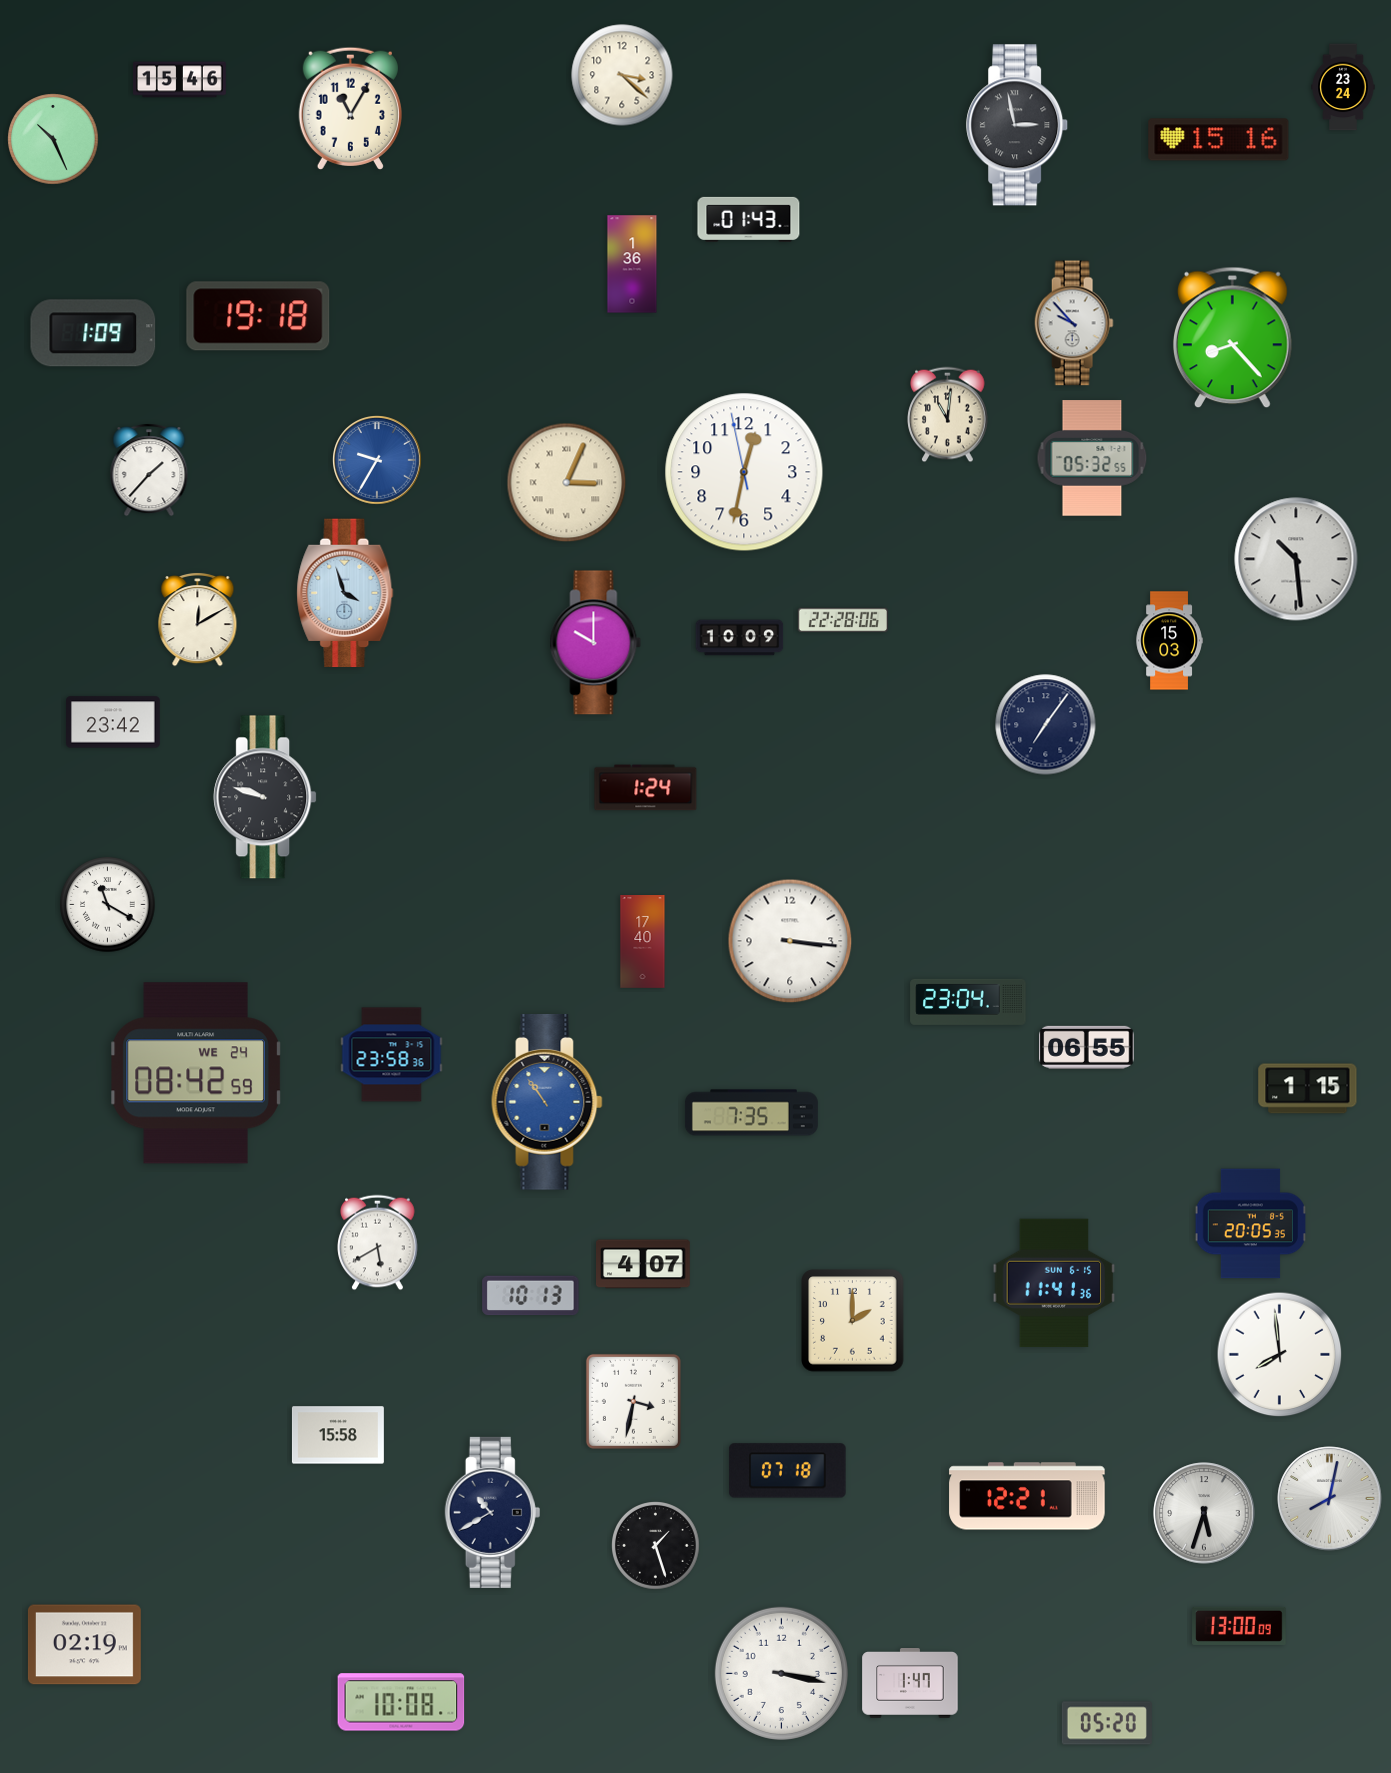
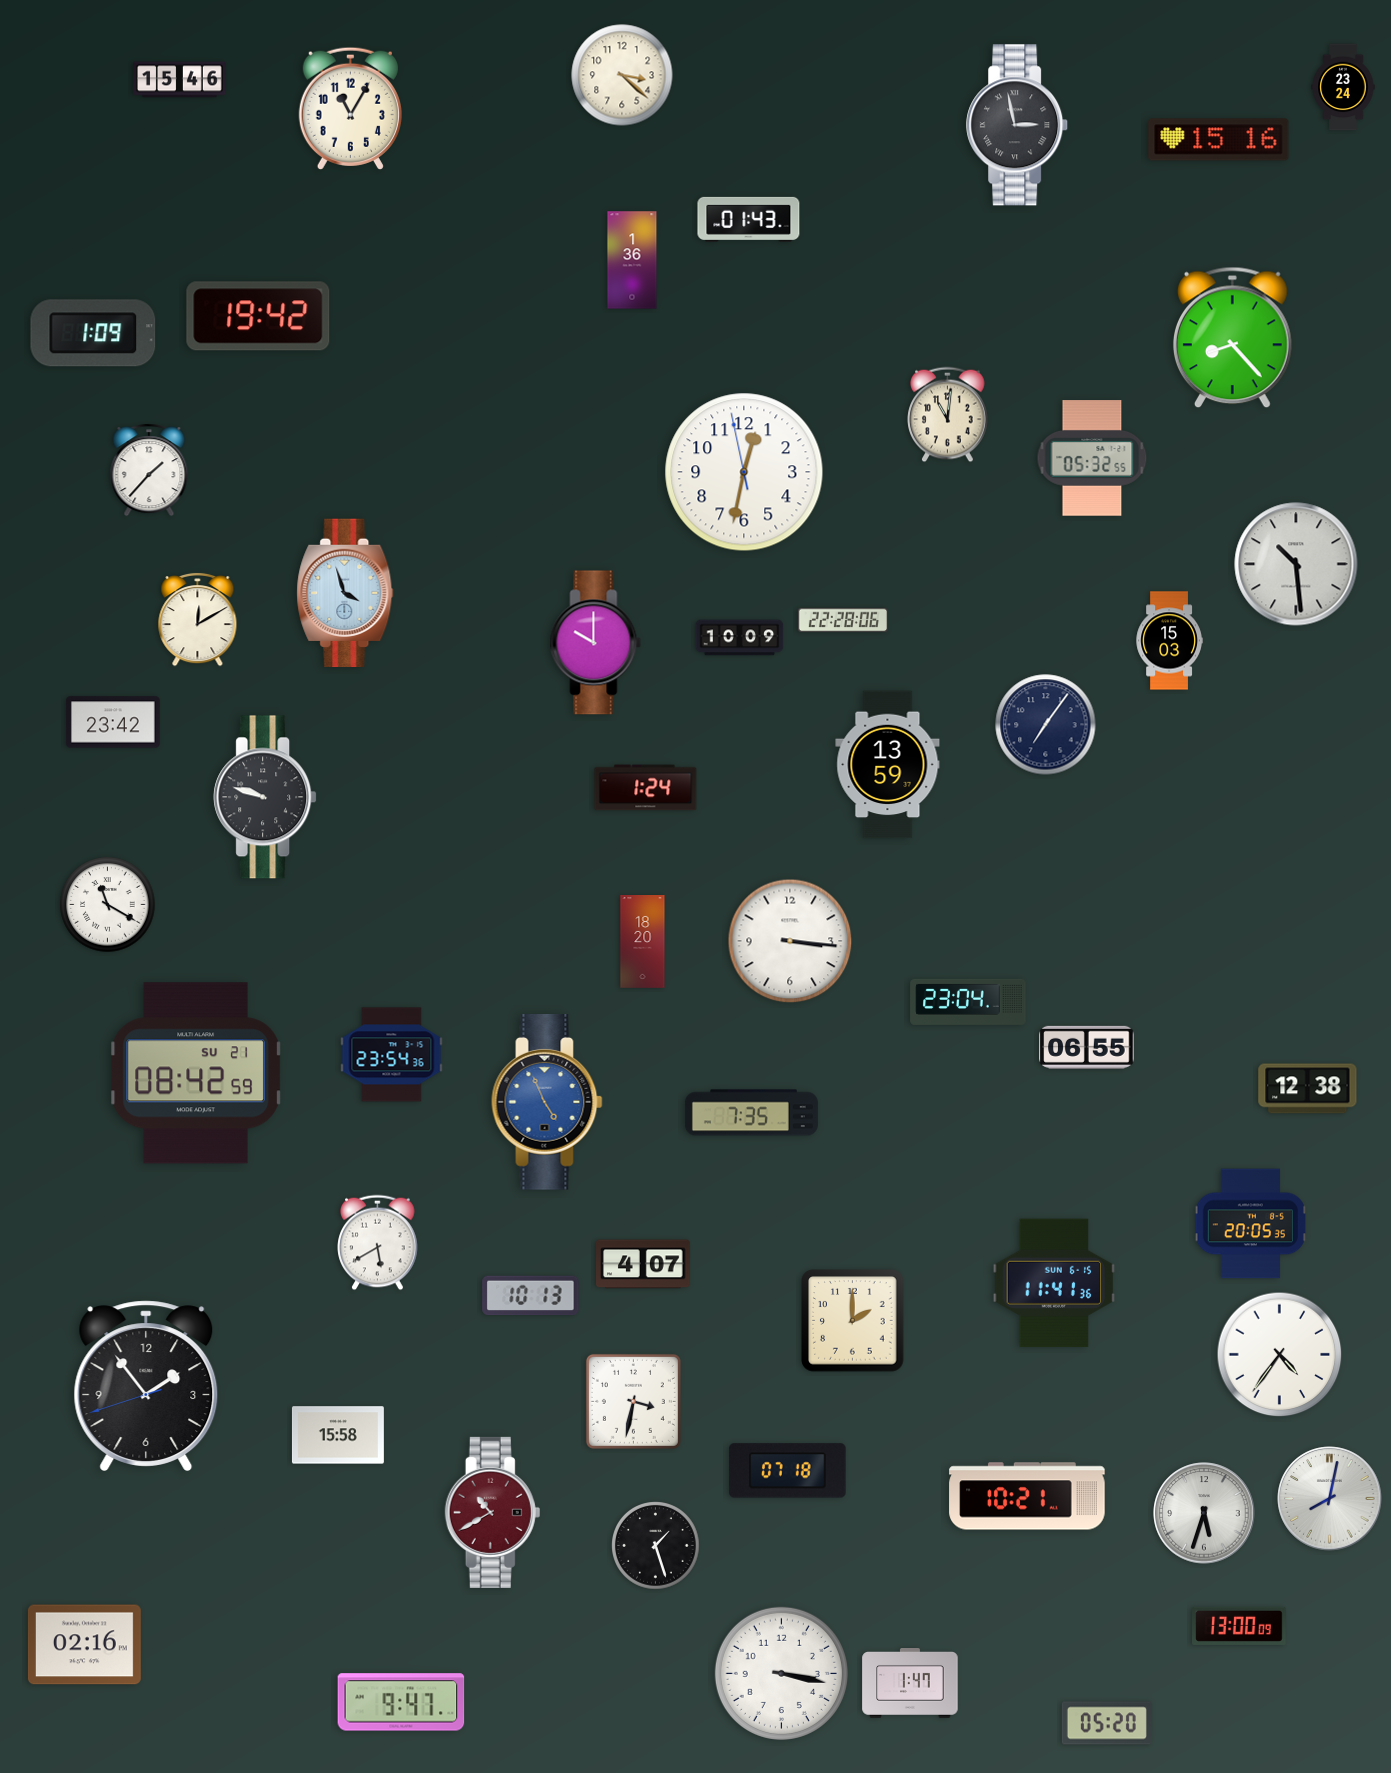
clock at (53, 139): 10:26 -> none
clock at (632, 264) position: (632, 264) -> (632, 260)
clock at (258, 316): 19:18 -> 19:42
clock at (1074, 323): 9:53 -> none
clock at (378, 461): 9:35 -> none
clock at (567, 483): 3:04 -> none
clock at (1296, 559) position: (1296, 559) -> (1296, 564)
clock at (888, 765): none -> 13:59
clock at (643, 942): 17:40 -> 18:20
clock at (392, 1055): 23:58 -> 23:54
clock at (196, 1073) date: WE 24 -> SU 21
clock at (1308, 1089): 1:15 -> 12:38
clock at (547, 1103): 10:54 -> 4:56
clock at (1280, 1355): 7:59 -> 4:36
clock at (146, 1386): none -> 1:53
clock at (1027, 1496): 12:21 -> 10:21
clock at (493, 1512) dial: navy -> burgundy
clock at (84, 1645): 02:19 -> 02:16
clock at (401, 1702): 10:08 -> 9:47
